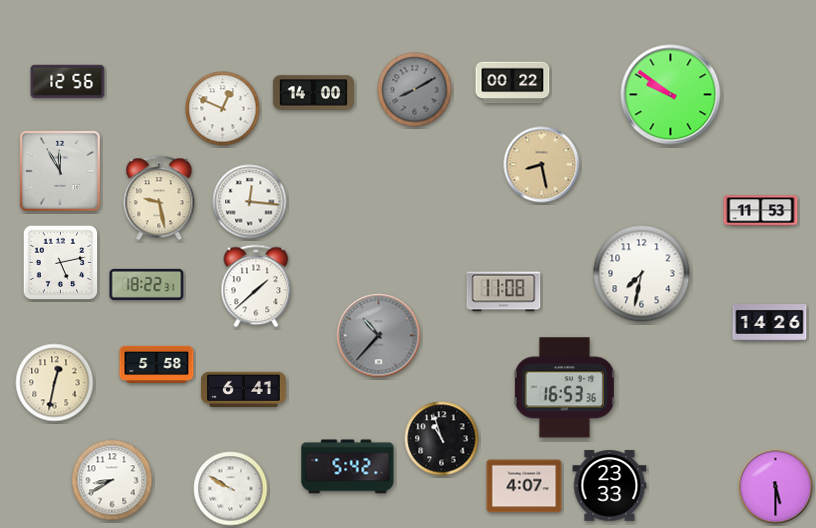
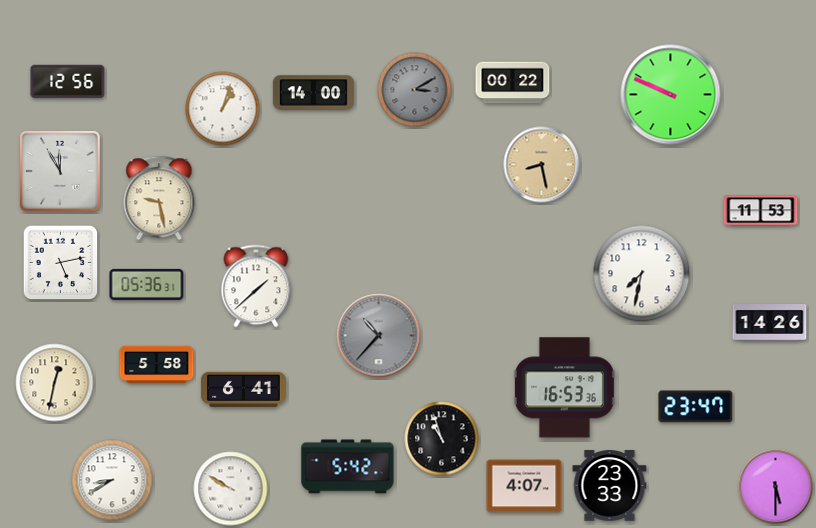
clock at (415, 90): 8:10 -> 3:10
clock at (671, 95): 9:51 -> 9:49
clock at (223, 109): 12:49 -> 1:03
clock at (250, 202): 12:16 -> none
clock at (147, 284): 18:22 -> 05:36
clock at (504, 292): 11:08 -> none
clock at (696, 407): none -> 23:47
